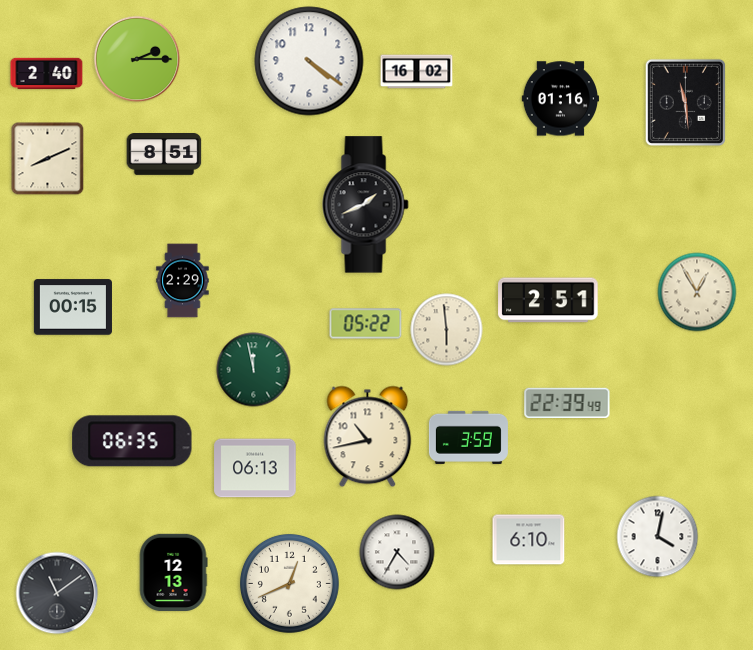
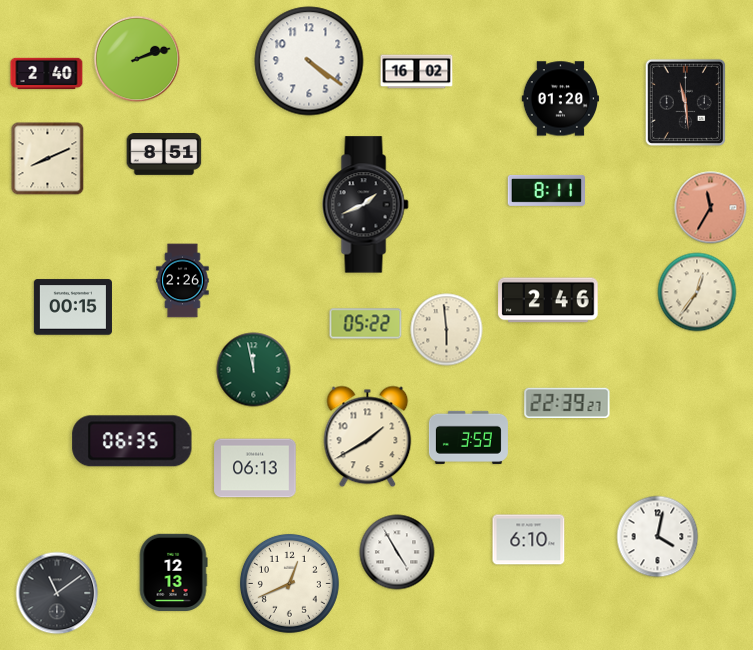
clock at (137, 59): 2:15 -> 2:12
clock at (560, 99): 01:16 -> 01:20
clock at (546, 190): none -> 8:11
clock at (711, 208): none -> 11:35
clock at (183, 281): 2:29 -> 2:26
clock at (697, 292): 12:55 -> 12:36
clock at (548, 300): 2:51 -> 2:46
clock at (567, 403): 22:39:49 -> 22:39:27
clock at (368, 437): 10:43 -> 1:40
clock at (397, 552): 4:35 -> 4:55
